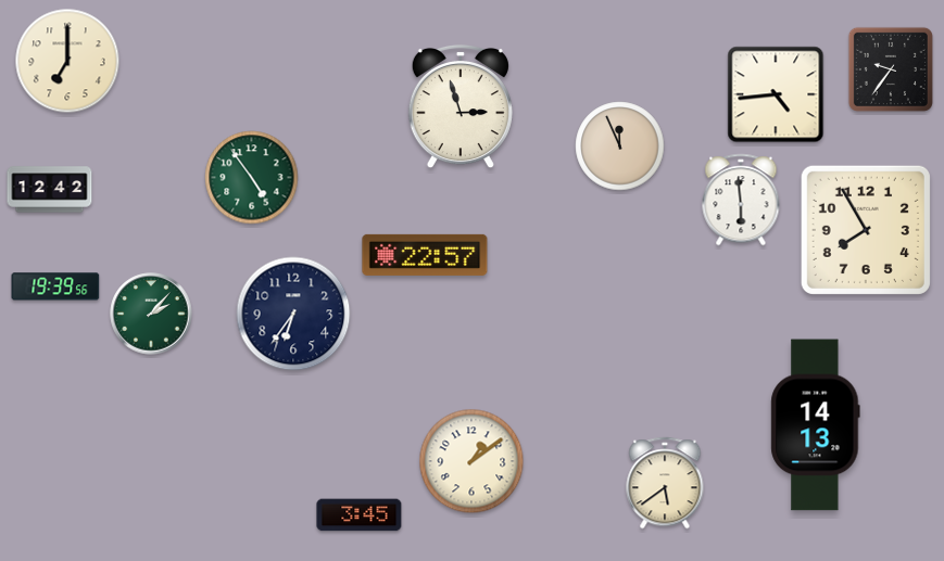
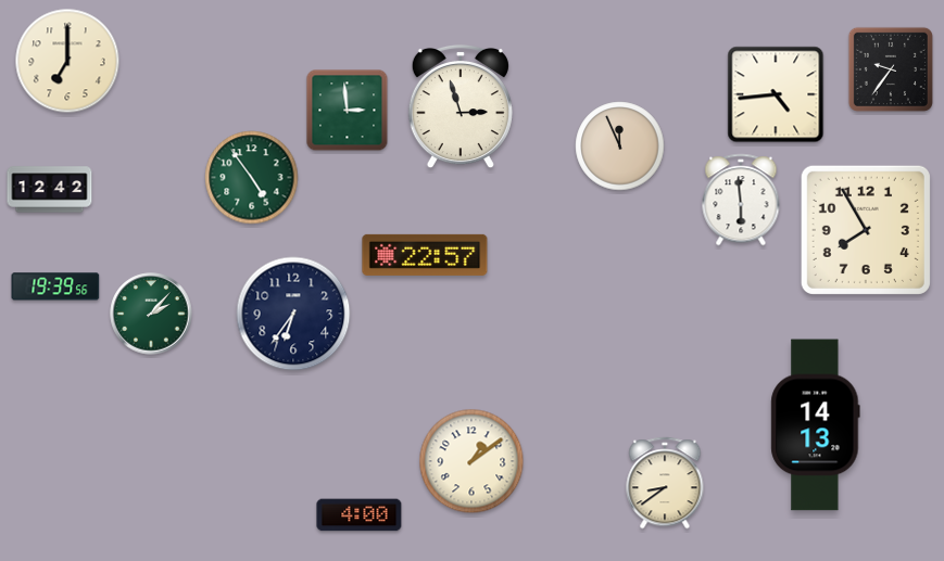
clock at (348, 111): none -> 2:59
clock at (665, 483): 5:39 -> 8:39
clock at (360, 515): 3:45 -> 4:00
